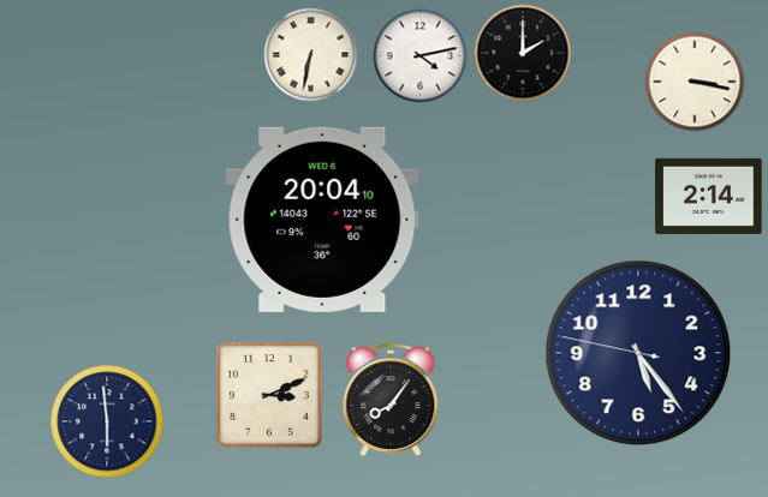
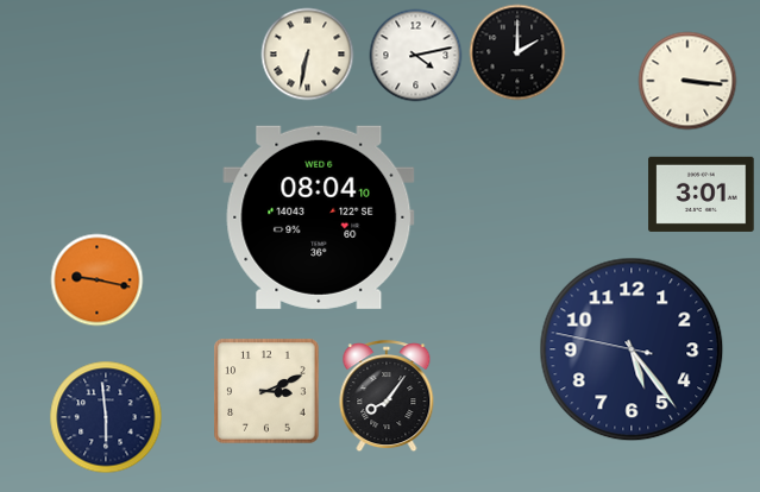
clock at (695, 82): 3:17 -> 3:16
clock at (709, 196): 2:14 -> 3:01
clock at (322, 220): 20:04 -> 08:04
clock at (96, 279): none -> 9:17
